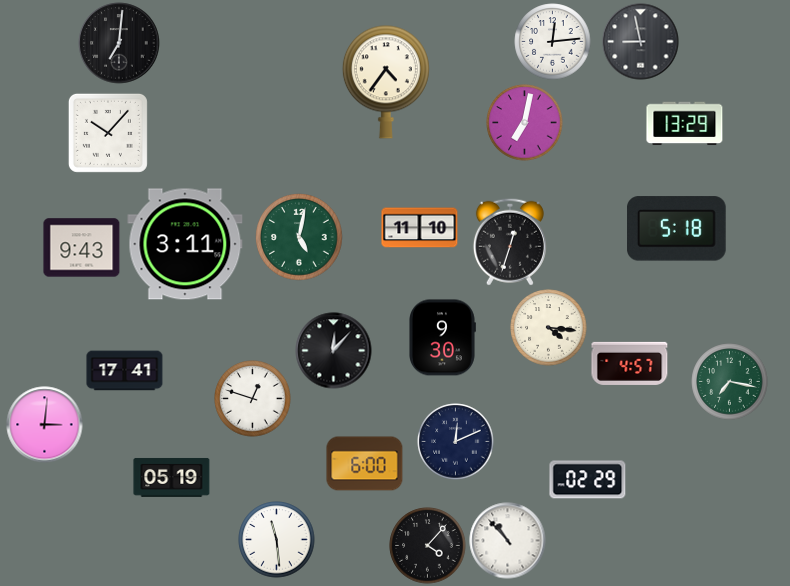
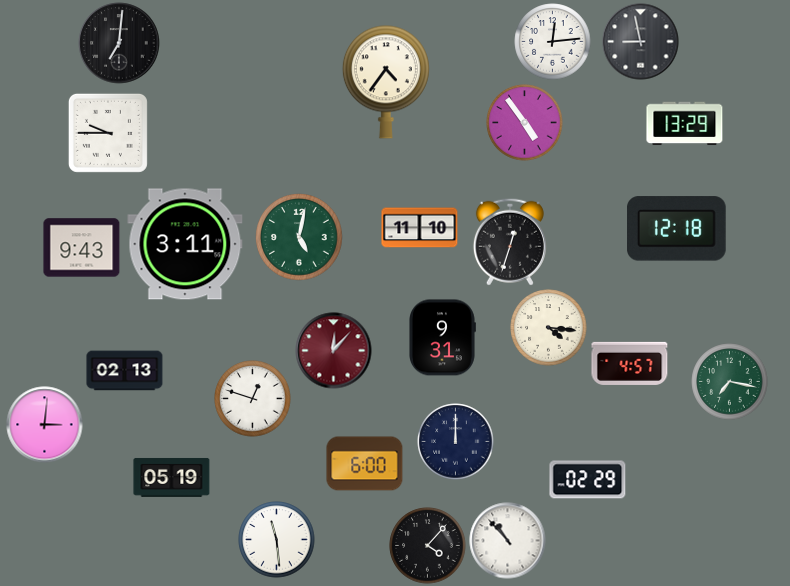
clock at (525, 123): 7:02 -> 4:54
clock at (108, 133): 10:07 -> 9:45
clock at (677, 229): 5:18 -> 12:18
clock at (442, 338): 9:30 -> 9:31
clock at (334, 351) dial: black -> burgundy
clock at (125, 371): 17:41 -> 02:13
clock at (456, 442): 12:11 -> 12:00
